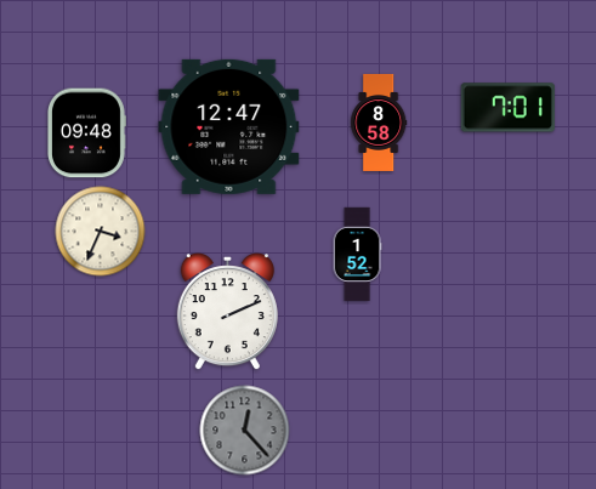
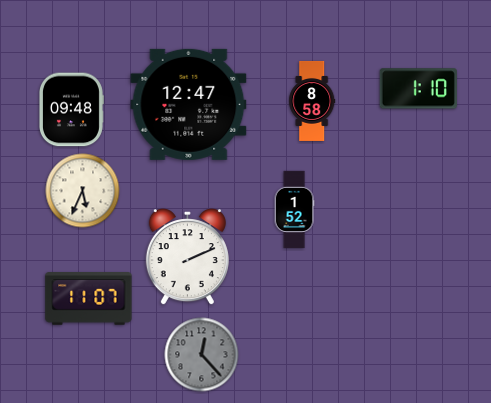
clock at (507, 108): 7:01 -> 1:10
clock at (101, 232): 3:34 -> 5:34
clock at (89, 299): none -> 11:07
